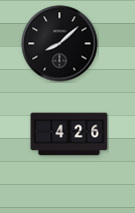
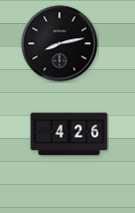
clock at (60, 44): 8:08 -> 8:13
